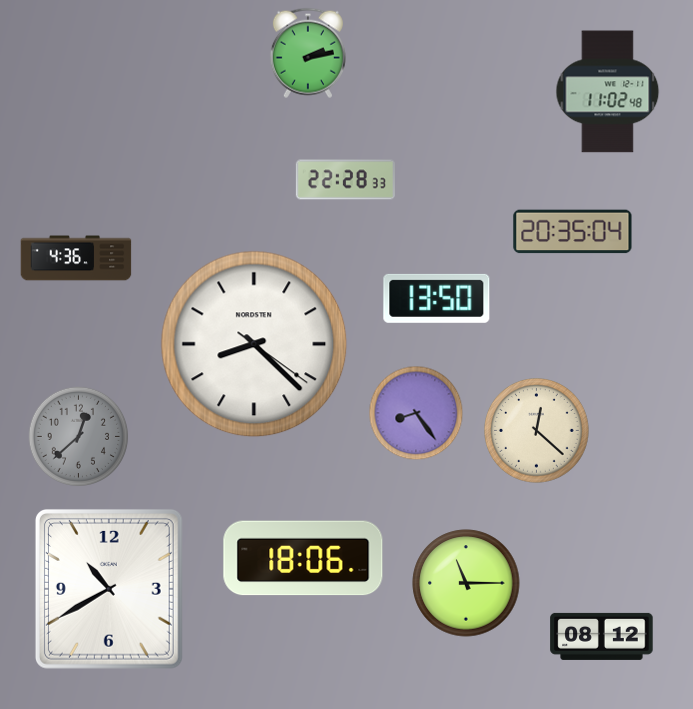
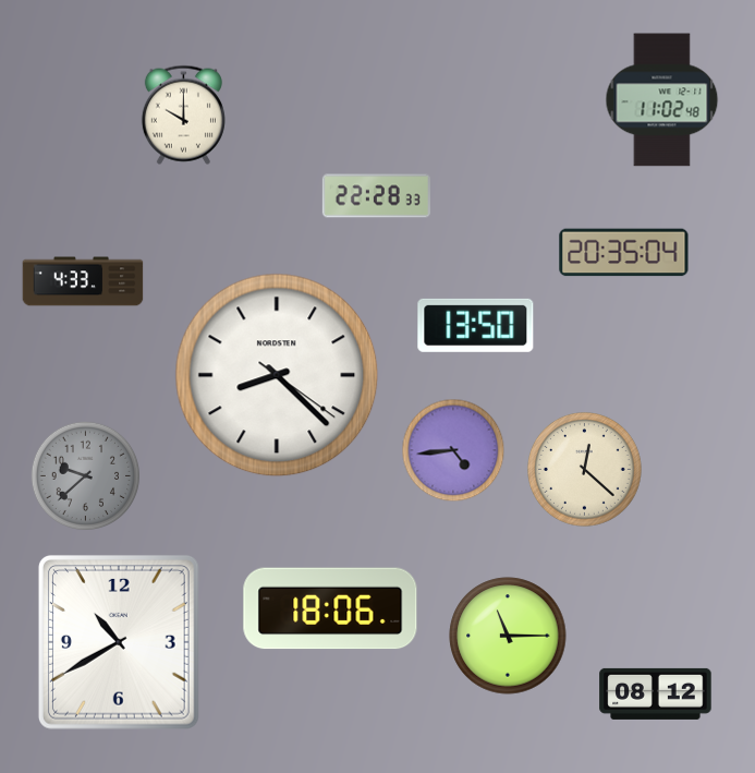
clock at (308, 53): 2:13 -> none
clock at (183, 114): none -> 10:00
clock at (76, 258): 4:36 -> 4:33
clock at (416, 413): 8:24 -> 4:44
clock at (79, 437): 12:38 -> 9:38
